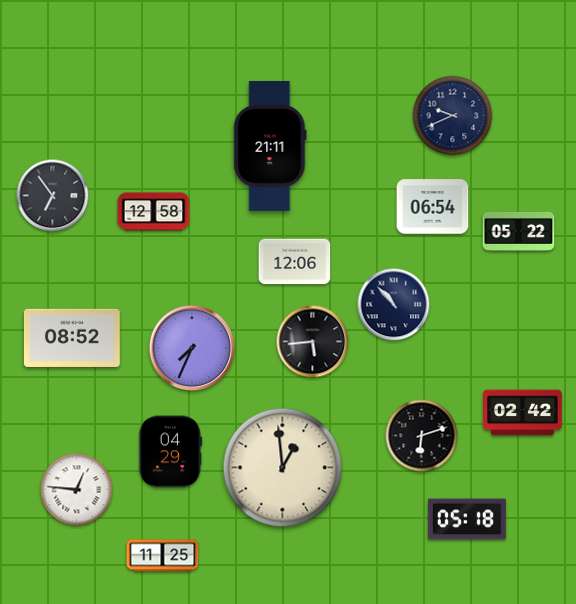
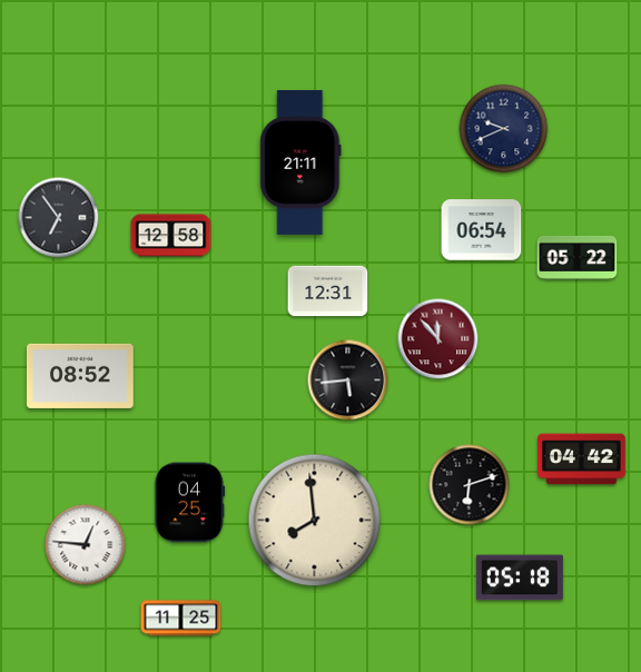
clock at (295, 262): 12:06 -> 12:31
clock at (394, 305): 10:53 -> 11:53
clock at (394, 305) dial: navy -> burgundy
clock at (192, 348): 7:34 -> none
clock at (523, 413): 02:42 -> 04:42
clock at (171, 452): 04:29 -> 04:25
clock at (283, 468): 12:59 -> 7:59
